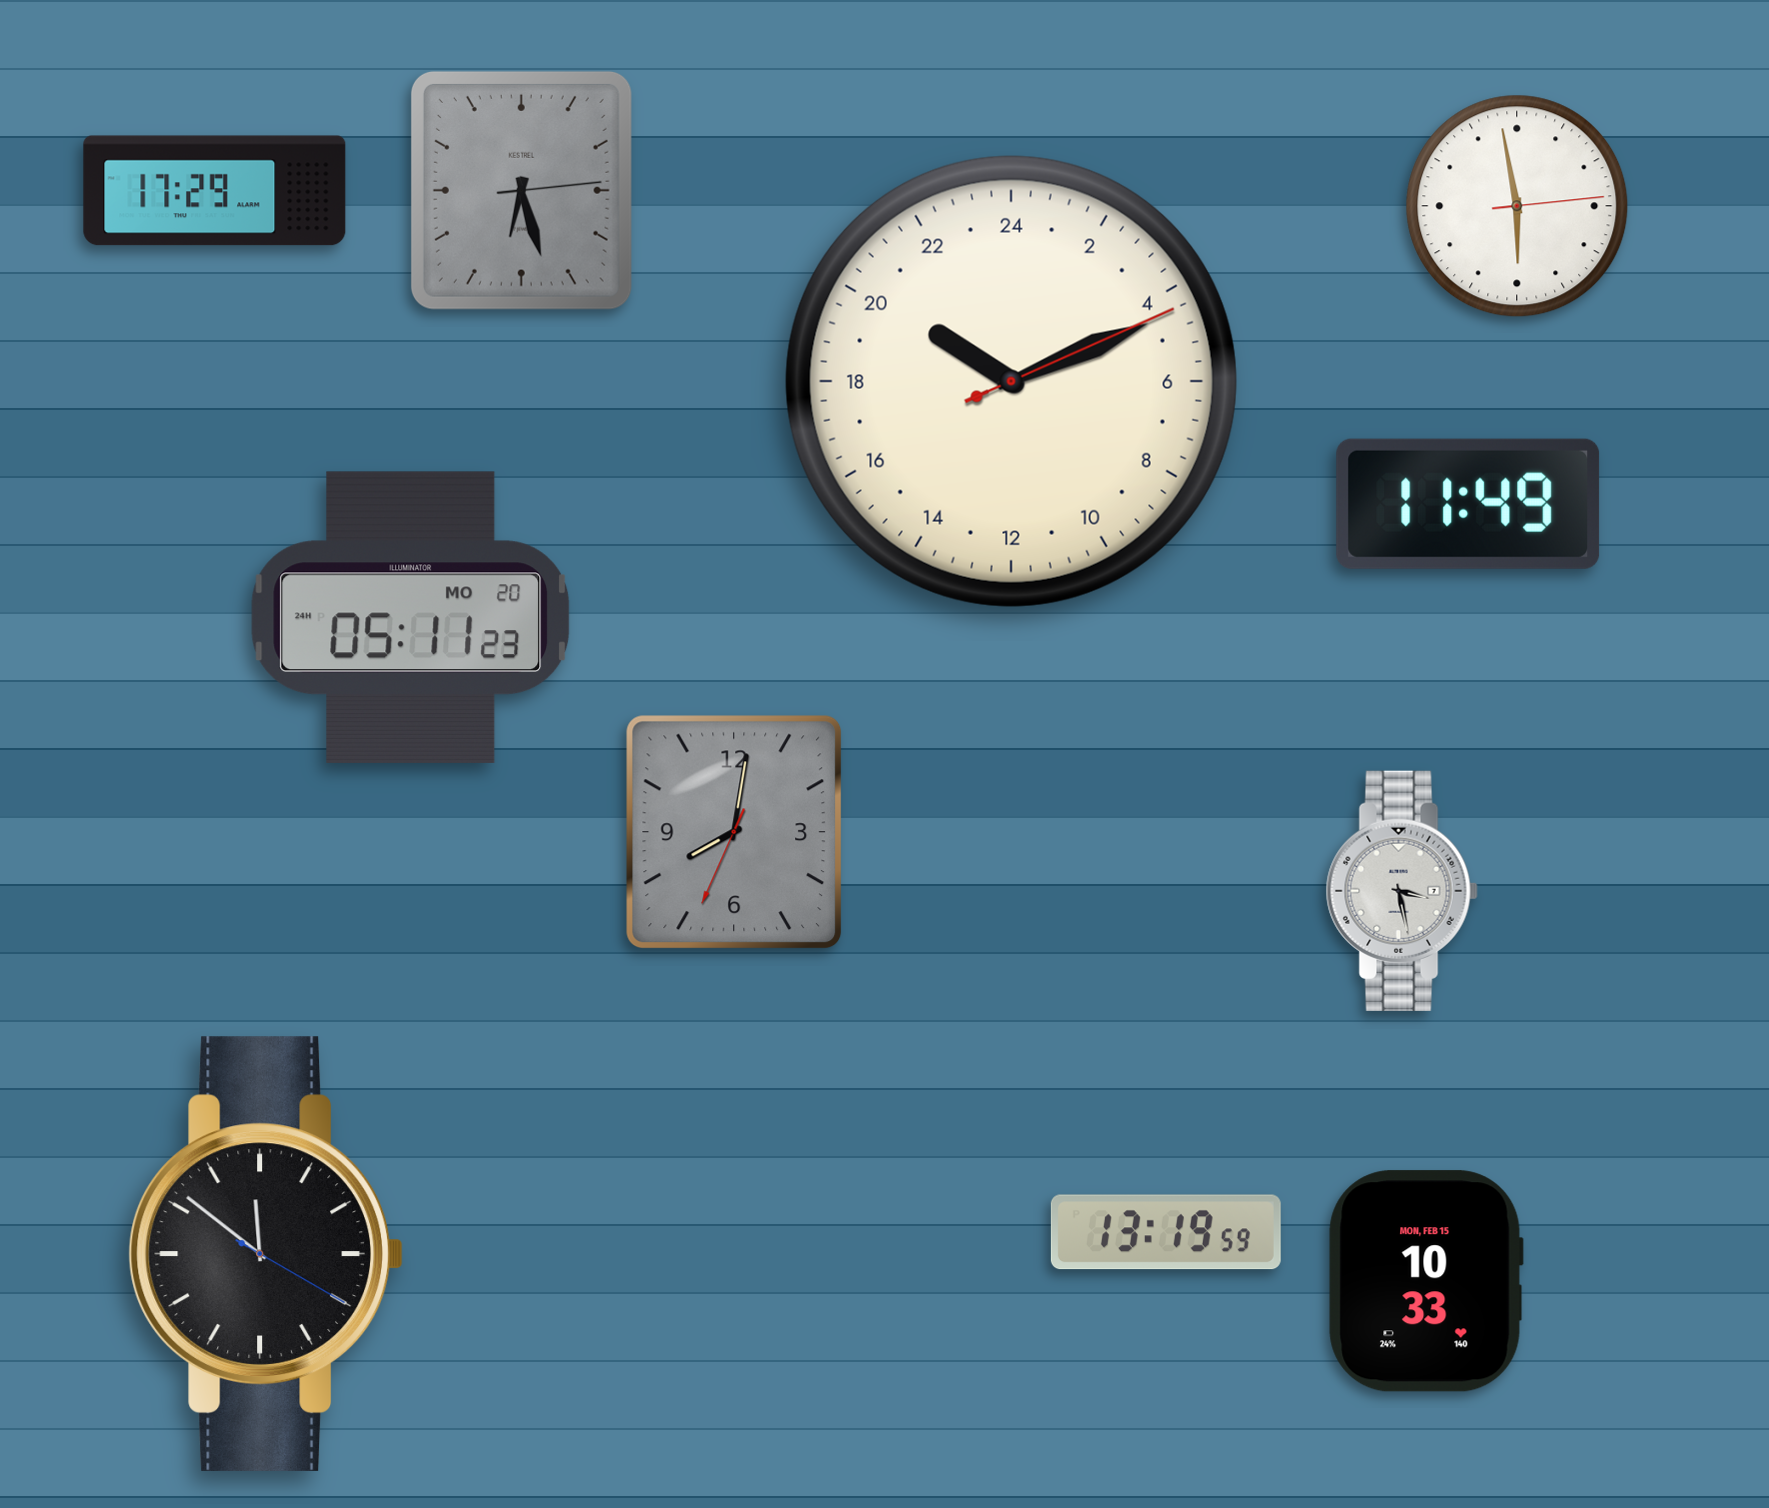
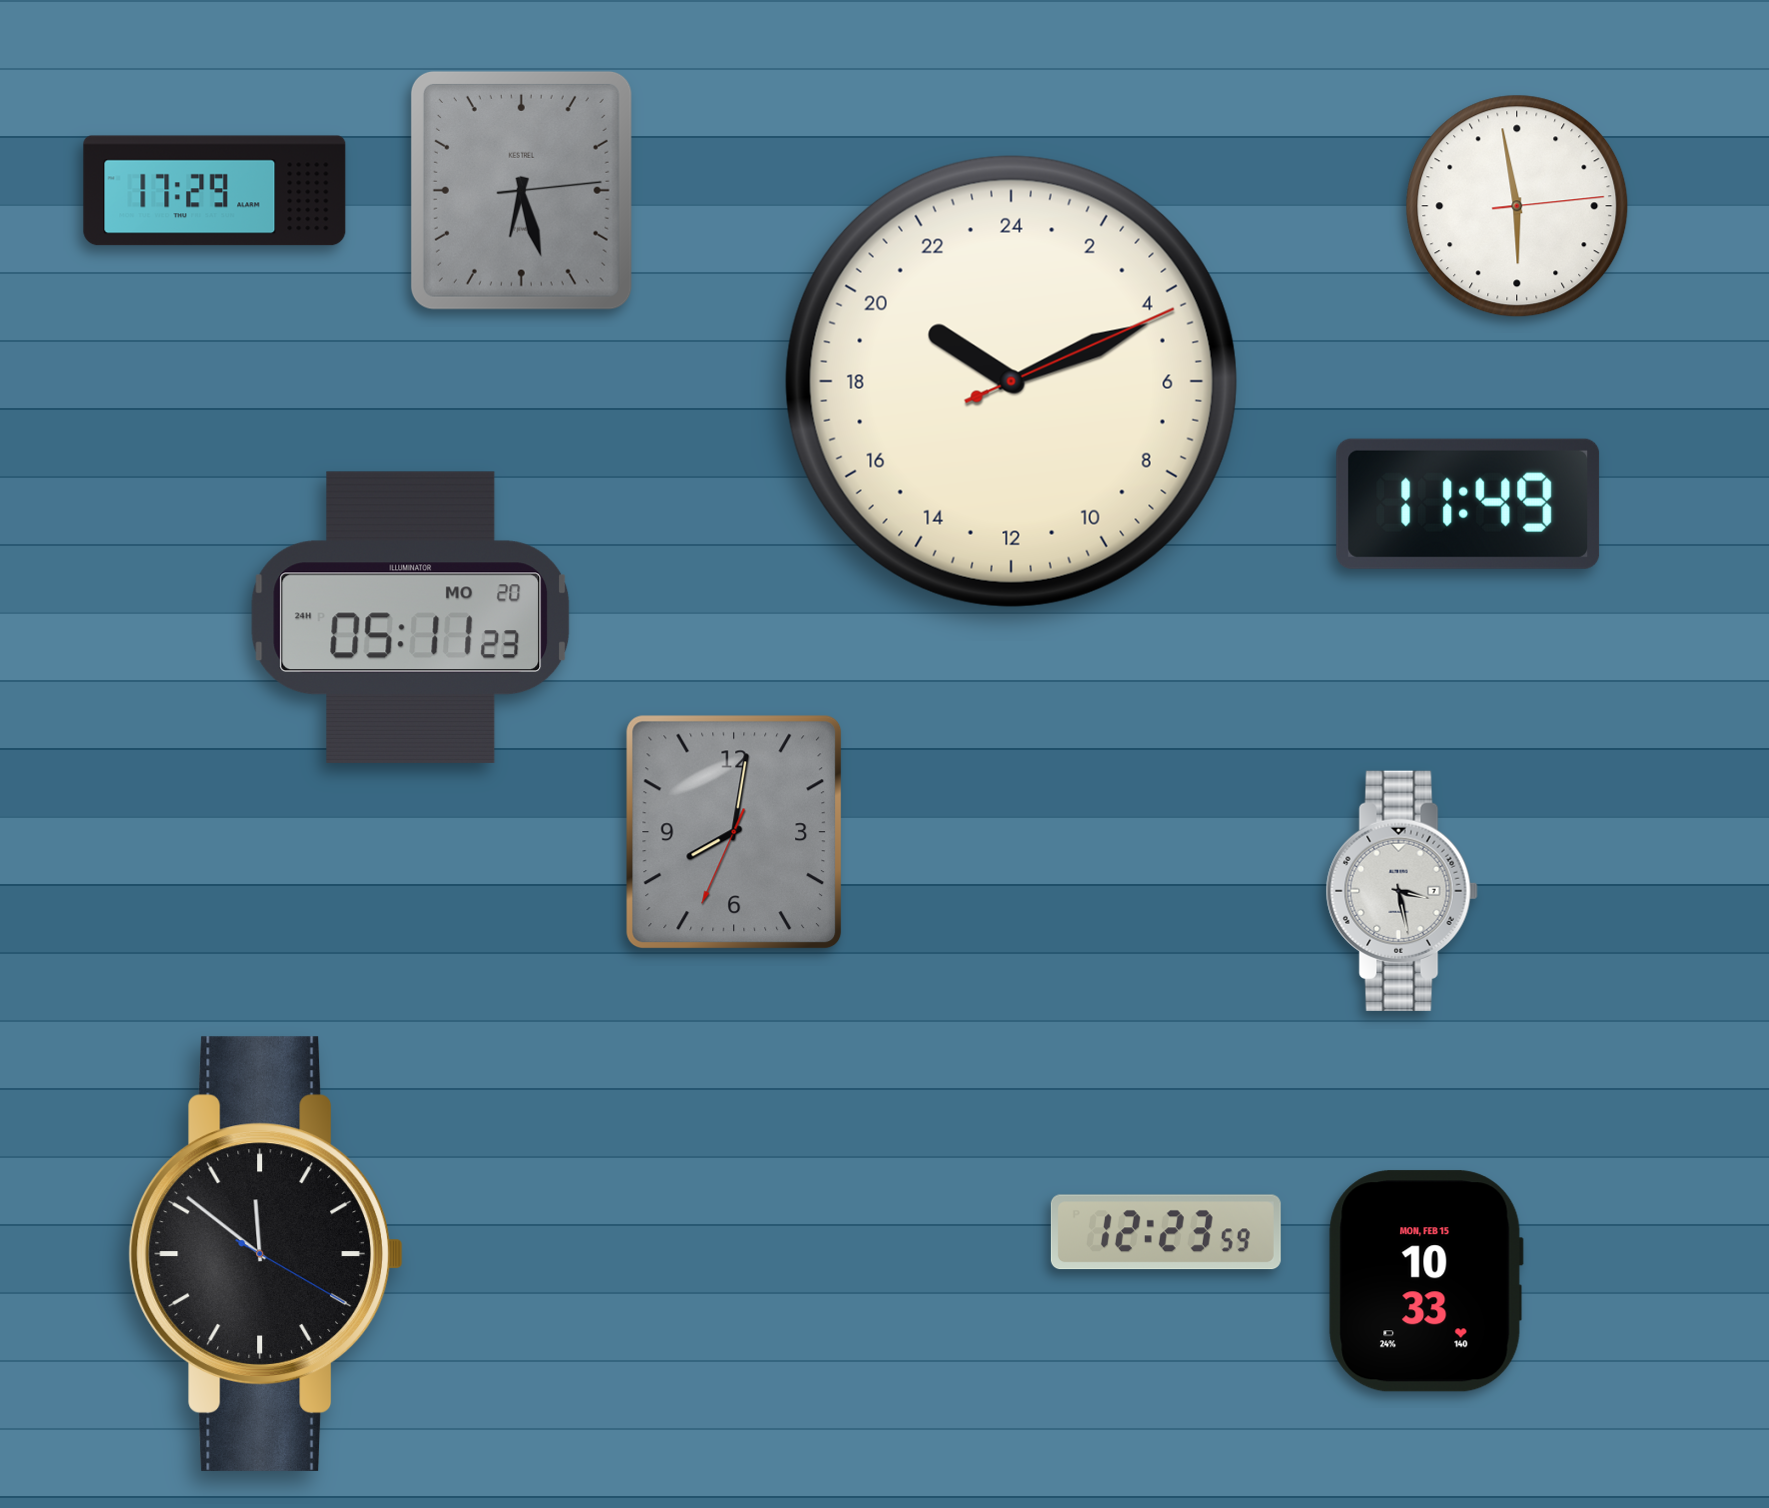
clock at (1166, 1232): 13:19 -> 12:23
